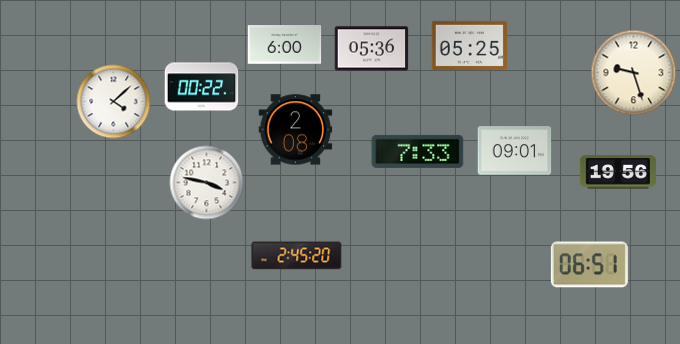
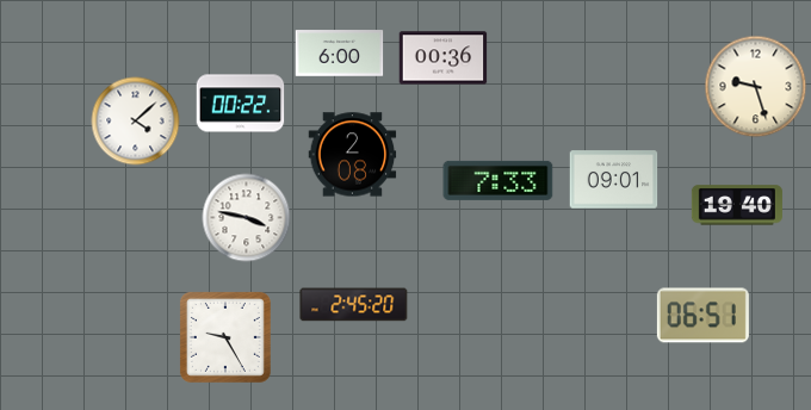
clock at (469, 45): 05:25 -> none
clock at (372, 49): 05:36 -> 00:36
clock at (618, 172): 19:56 -> 19:40
clock at (225, 337): none -> 9:25
